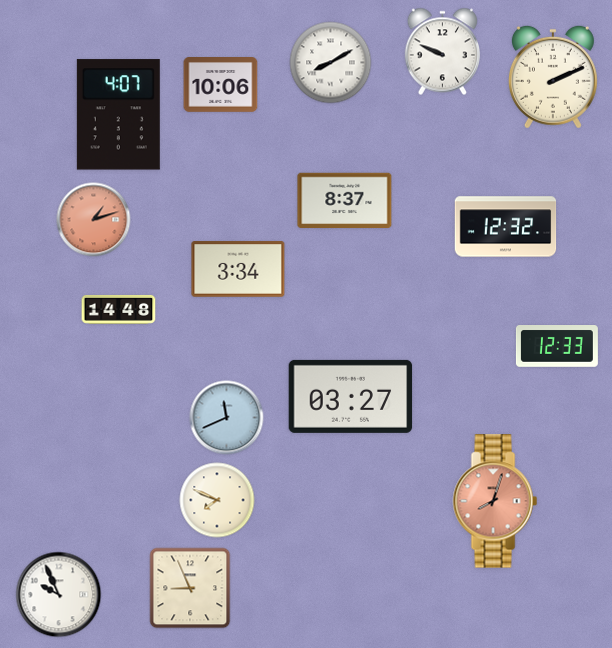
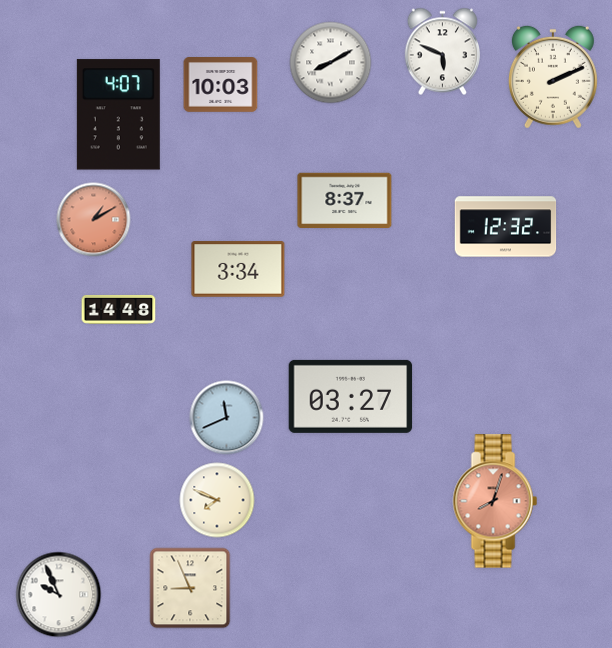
clock at (442, 52): 9:49 -> 5:49
clock at (221, 85): 10:06 -> 10:03
clock at (94, 220): 1:12 -> 1:10
clock at (557, 347): 12:33 -> none
